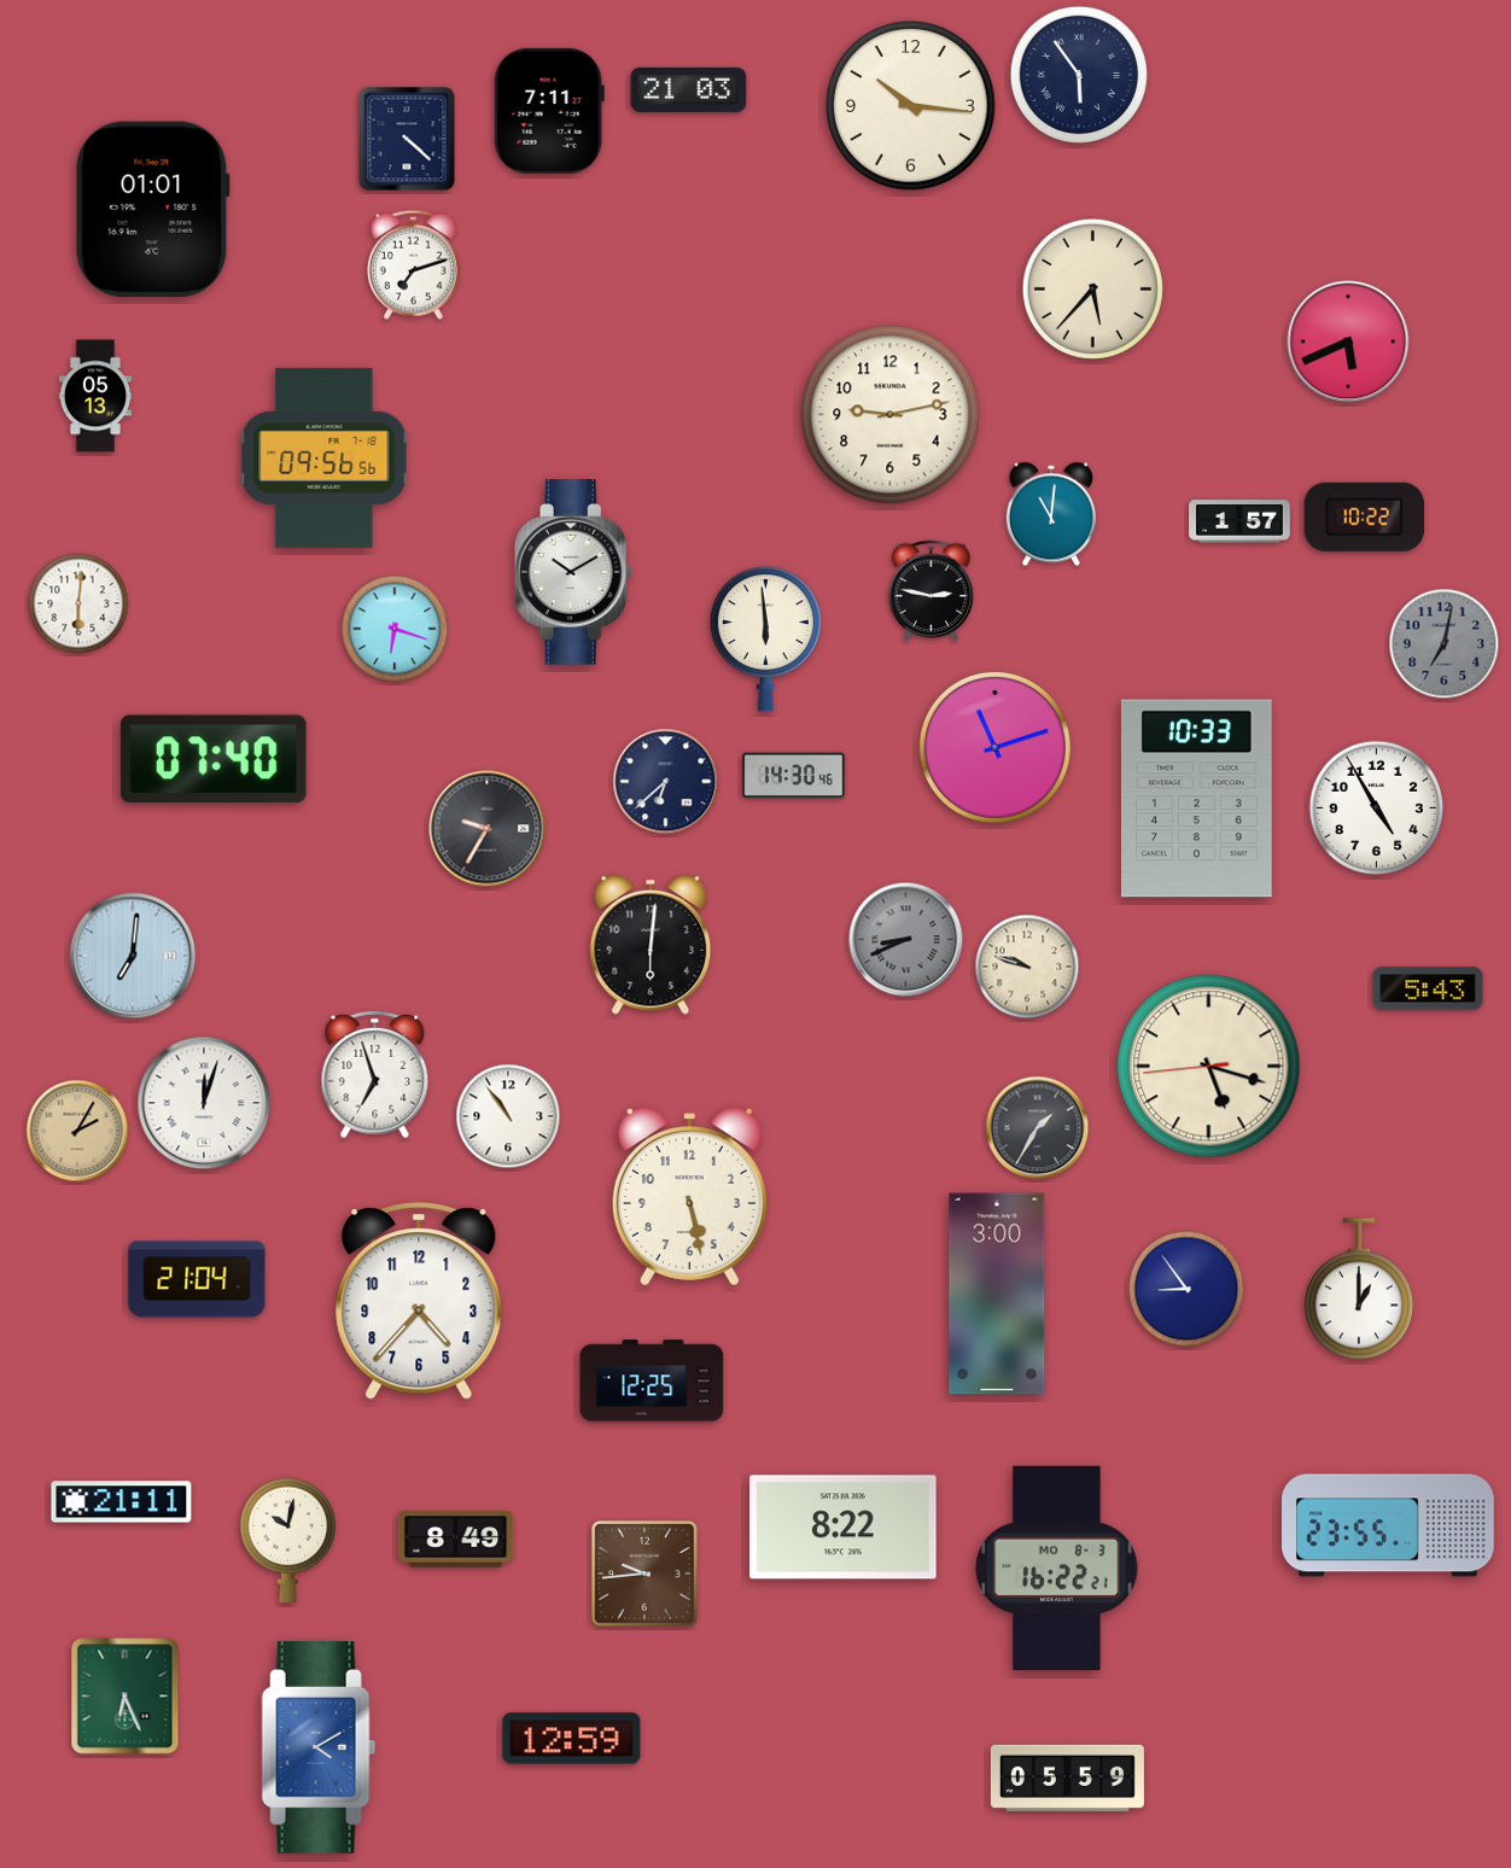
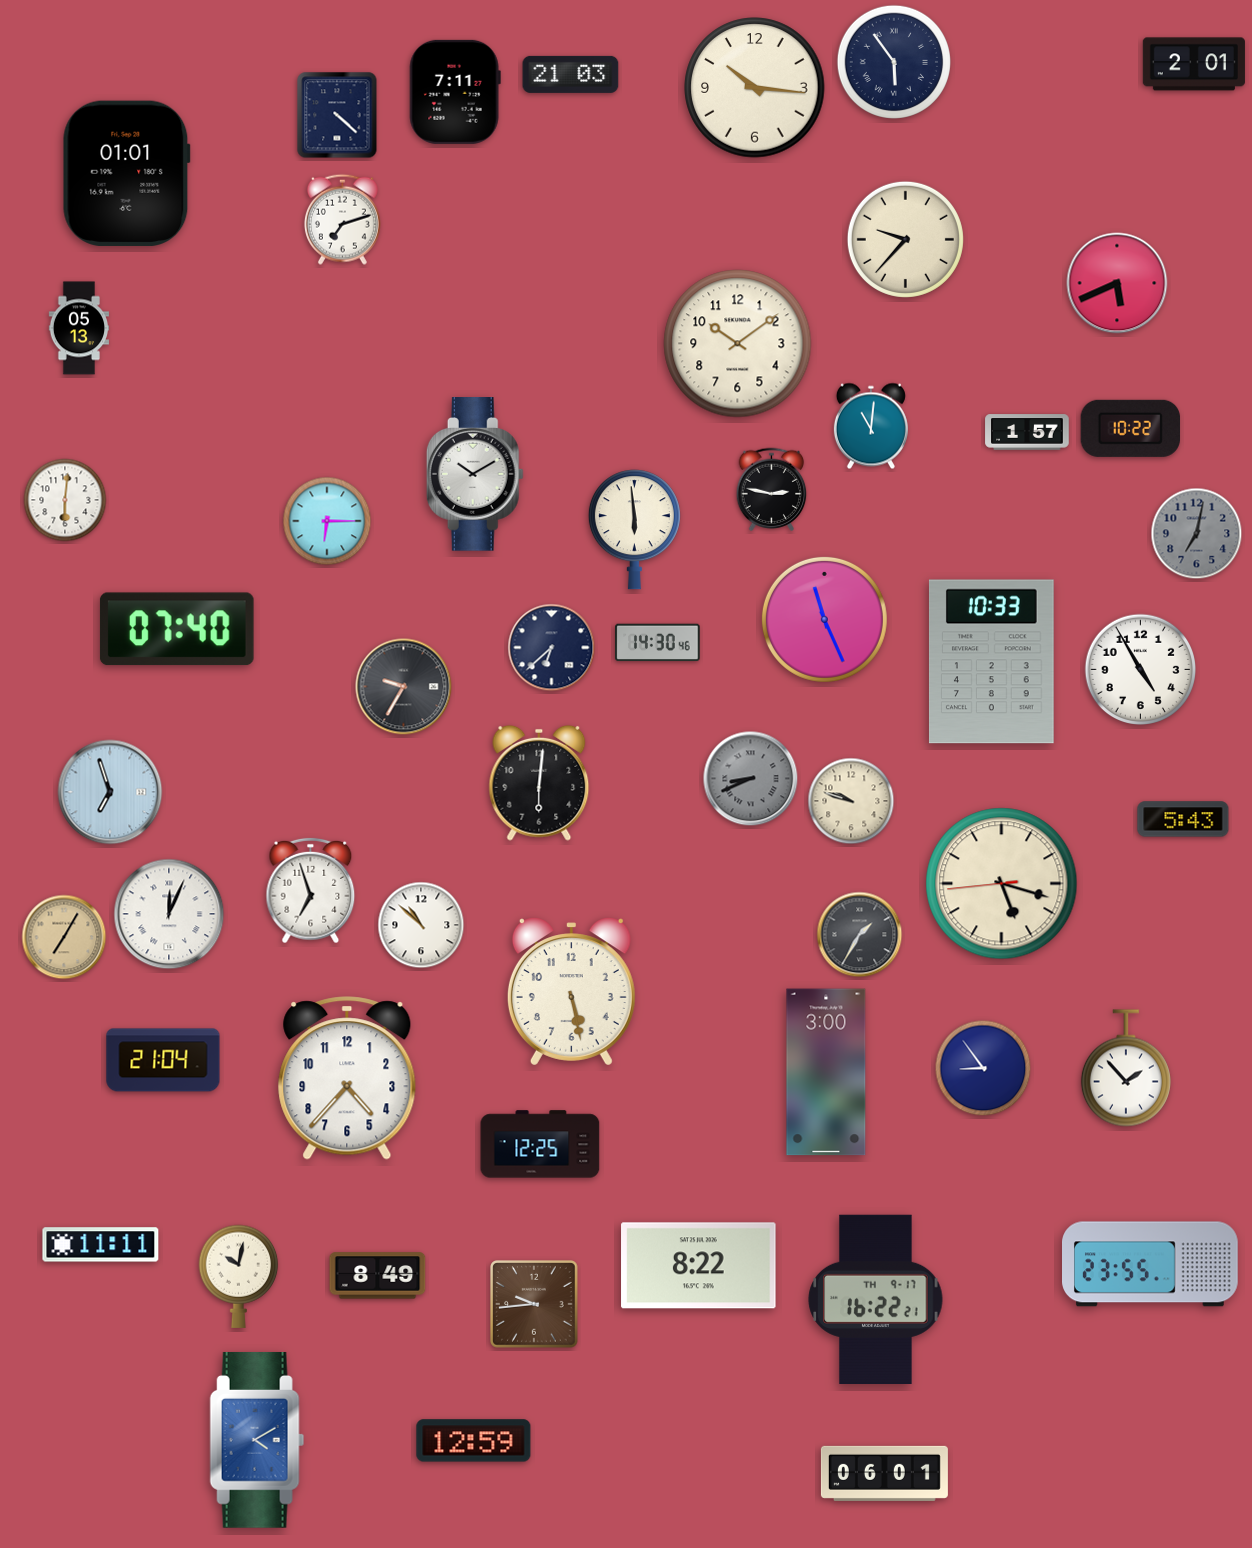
clock at (1194, 64): none -> 2:01
clock at (1092, 288): 5:37 -> 9:37
clock at (891, 415): 9:13 -> 10:09
clock at (325, 457): 09:56 -> none
clock at (395, 629): 6:18 -> 6:15
clock at (994, 747): 11:12 -> 11:26
clock at (133, 956): 7:01 -> 6:57
clock at (204, 1103): 12:03 -> 12:04
clock at (508, 1116): 10:54 -> 10:52
clock at (77, 1131): 2:05 -> 7:05
clock at (1359, 1289): 1:00 -> 1:53
clock at (122, 1502): 21:11 -> 11:11
clock at (1057, 1568) date: MO 8-3 -> TH 9-17
clock at (126, 1697): 6:26 -> none
clock at (319, 1747) position: (319, 1747) -> (257, 1440)
clock at (1067, 1777): 05:59 -> 06:01
